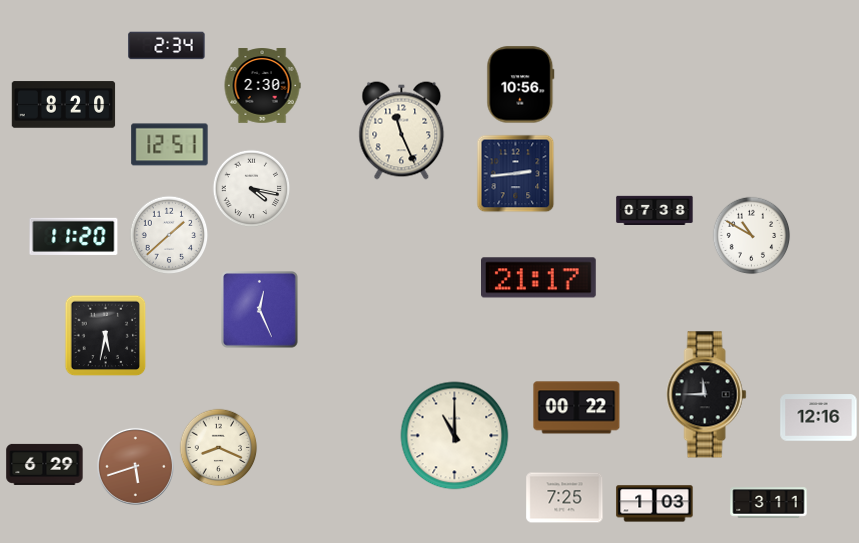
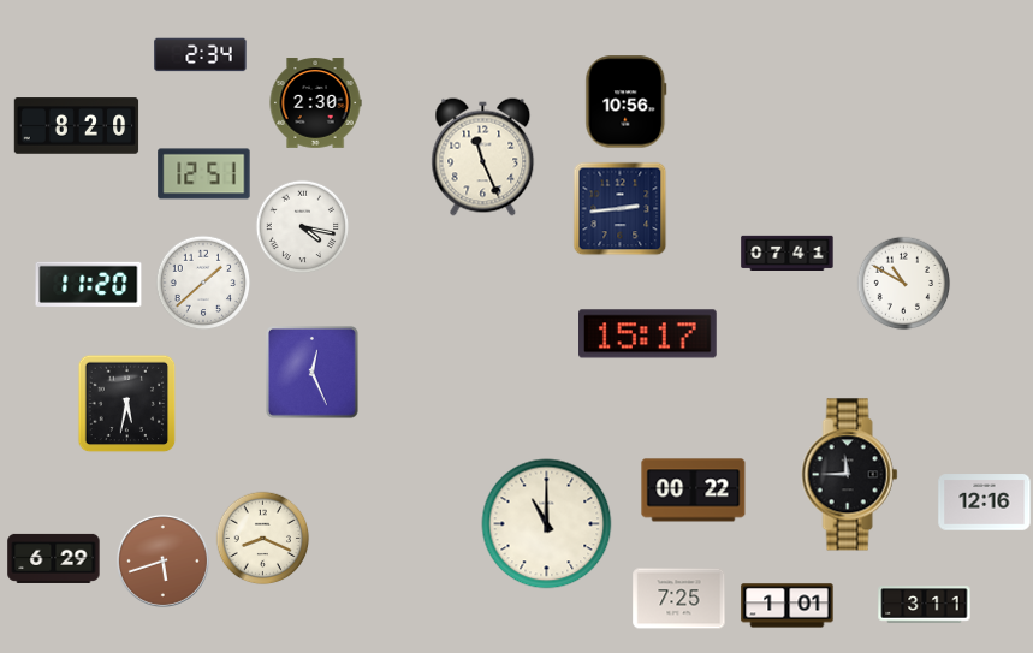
clock at (655, 210): 07:38 -> 07:41
clock at (539, 278): 21:17 -> 15:17
clock at (655, 504): 1:03 -> 1:01
